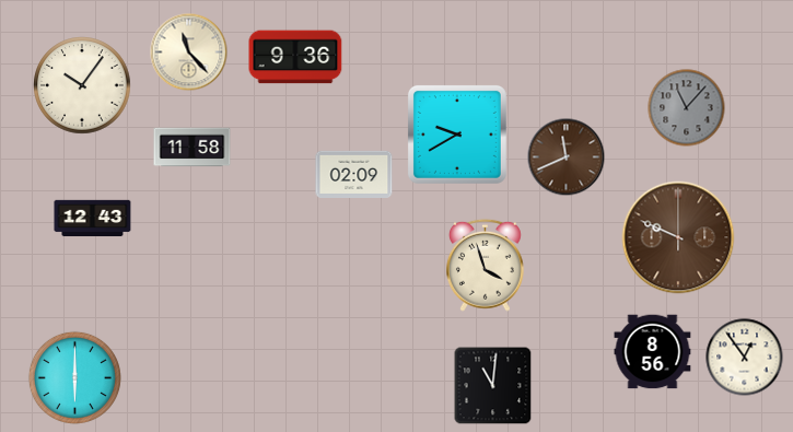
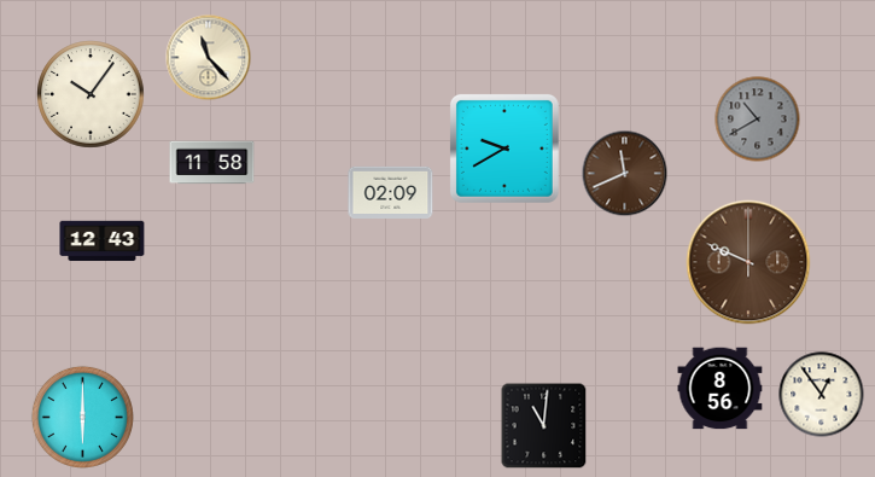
clock at (295, 57): 9:36 -> none
clock at (687, 108): 11:07 -> 10:40
clock at (485, 265): 3:57 -> none
